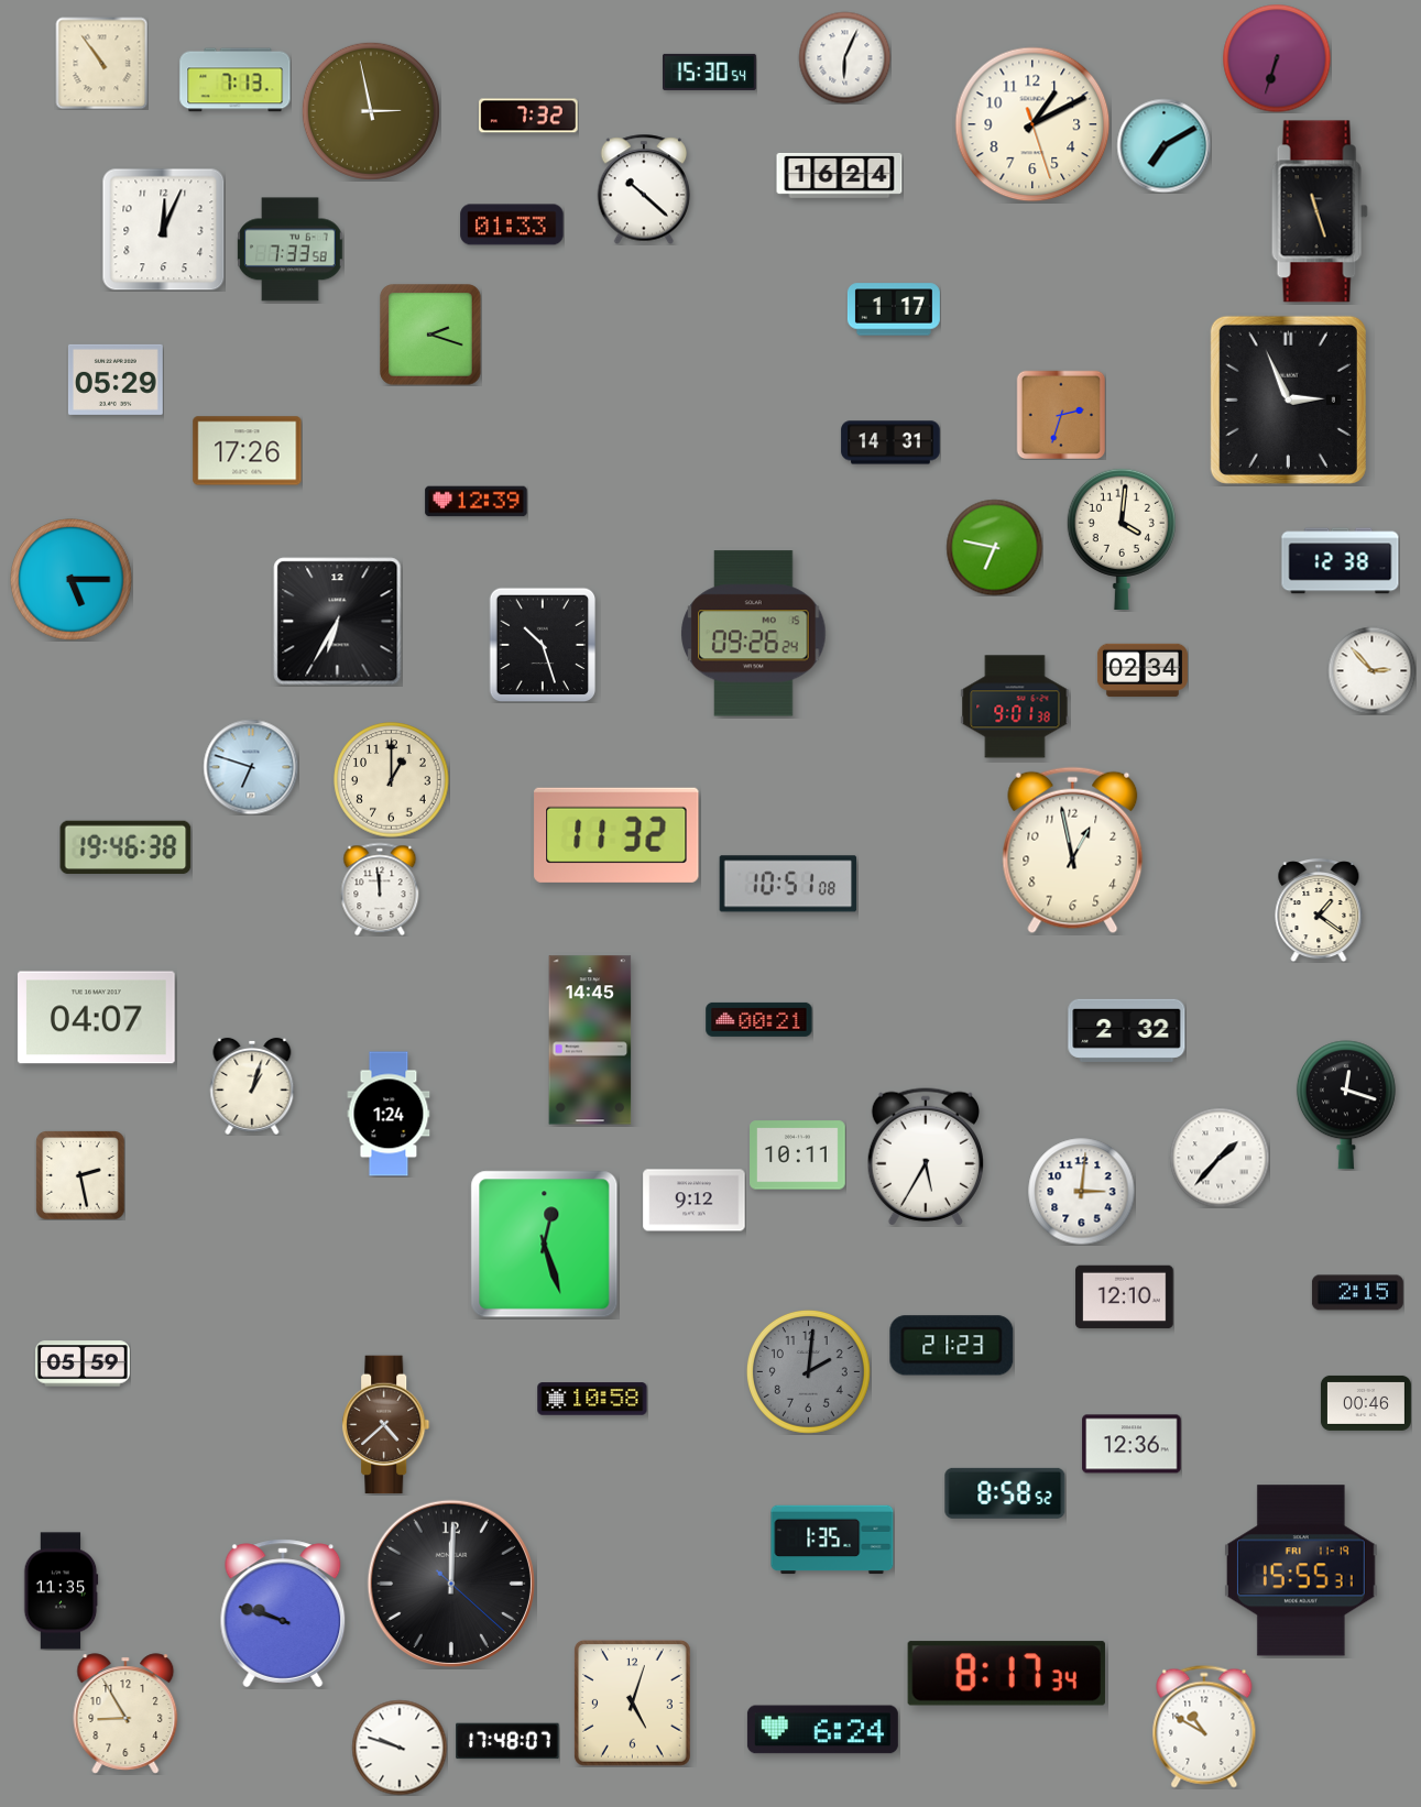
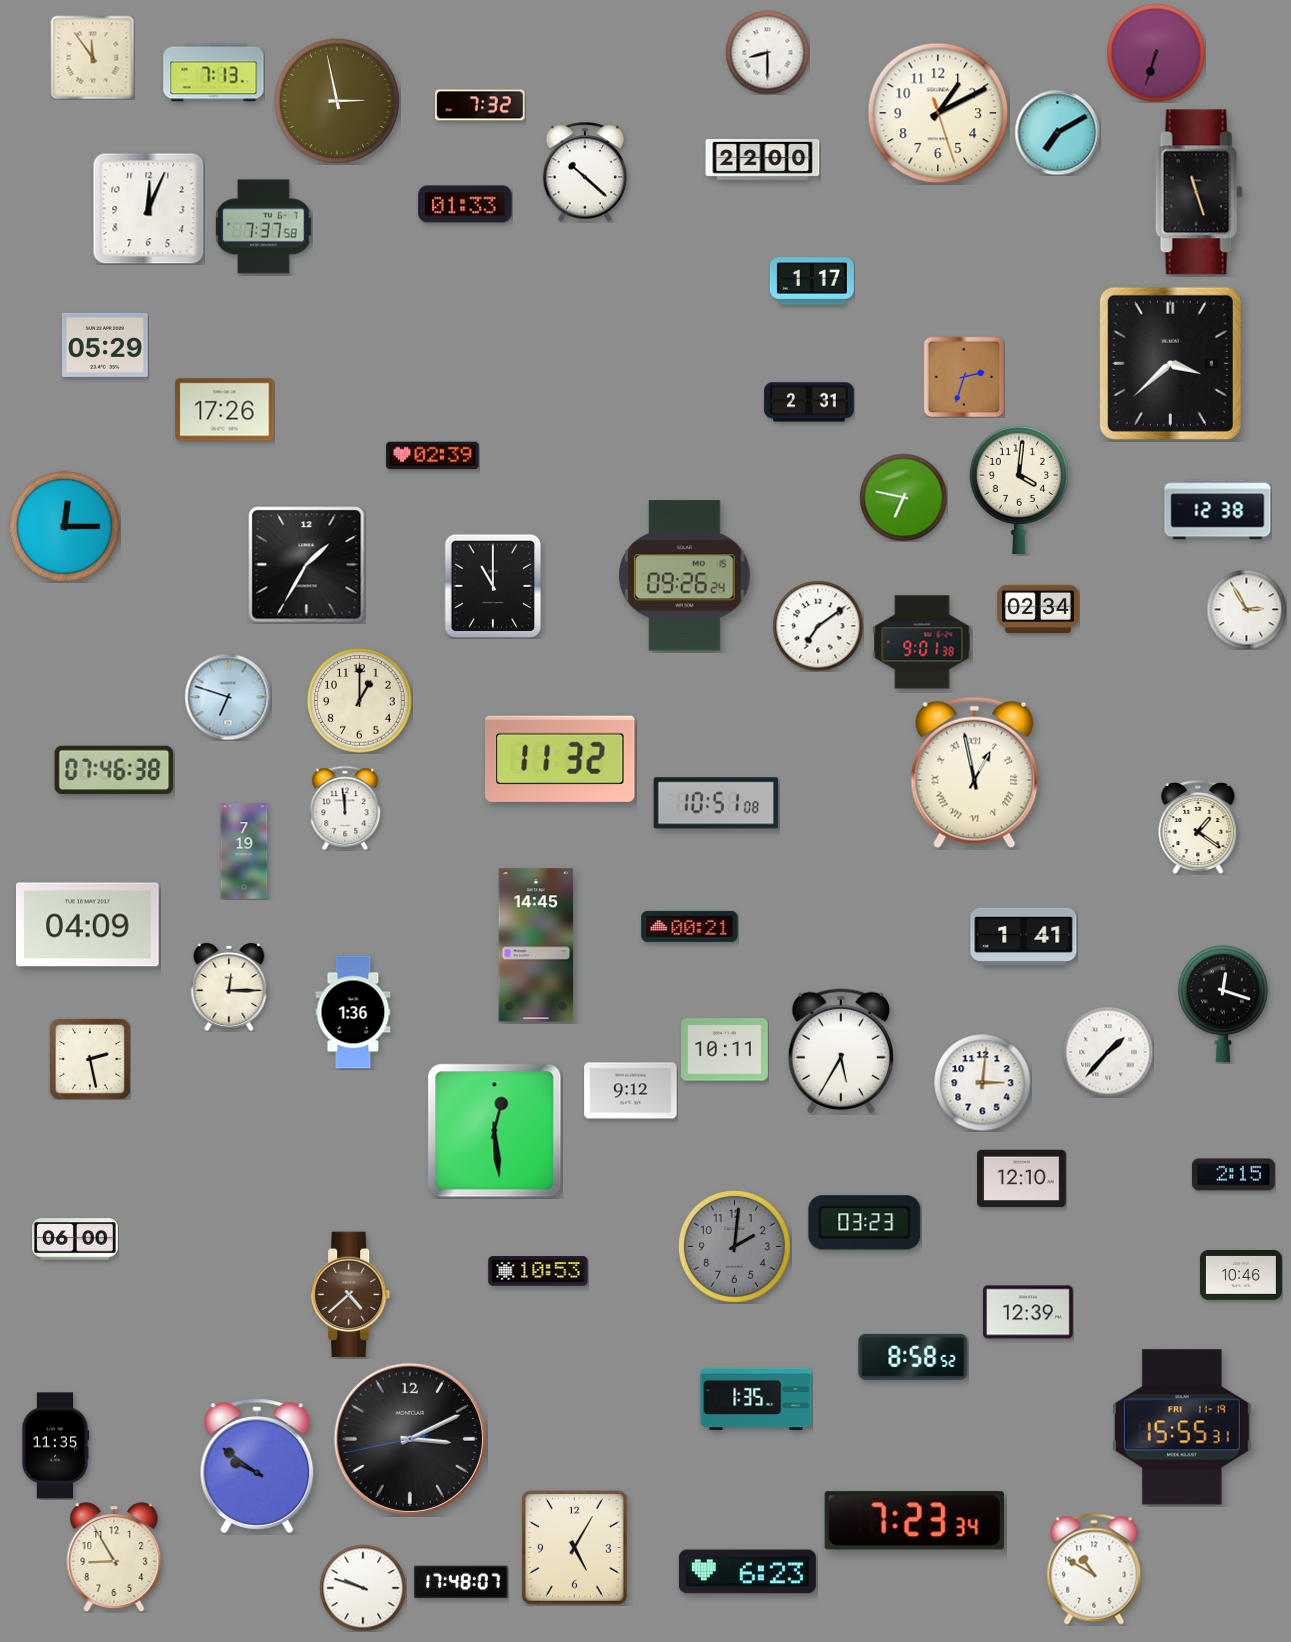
clock at (844, 57): 6:04 -> 8:30
clock at (1277, 58) position: (1277, 58) -> (1156, 53)
clock at (101, 63): 10:54 -> 11:54
clock at (710, 72): 15:30 -> none
clock at (840, 175): 16:24 -> 22:00
clock at (291, 250): 7:33 -> 7:37
clock at (430, 335): 2:18 -> none
clock at (1288, 399): 2:56 -> 3:38
clock at (890, 442): 14:31 -> 2:31
clock at (477, 502): 12:39 -> 02:39
clock at (72, 580): 5:15 -> 12:15
clock at (338, 622): 6:35 -> 1:35
clock at (543, 645): 10:27 -> 11:00
clock at (1371, 670): 2:53 -> 2:55
clock at (818, 626): none -> 7:09
clock at (392, 780) position: (392, 780) -> (360, 701)
clock at (125, 847): 19:46 -> 07:46
clock at (1073, 851) numerals: Arabic -> Roman
clock at (244, 851): none -> 7:19
clock at (97, 1018): 04:07 -> 04:09
clock at (1127, 1030): 2:32 -> 1:41
clock at (252, 1086): 1:03 -> 12:15
clock at (389, 1114): 1:24 -> 1:36
clock at (80, 1175) position: (80, 1175) -> (90, 1059)
clock at (545, 1245): 12:27 -> 12:29
clock at (952, 1346): 21:23 -> 03:23
clock at (84, 1364): 05:59 -> 06:00
clock at (592, 1399): 10:58 -> 10:53
clock at (1366, 1403): 00:46 -> 10:46
clock at (1132, 1444): 12:36 -> 12:39
clock at (451, 1584): 12:00 -> 3:10
clock at (283, 1613): 9:48 -> 9:51
clock at (1006, 1674): 8:17 -> 7:23
clock at (632, 1702): 5:03 -> 5:05
clock at (822, 1730): 6:24 -> 6:23
